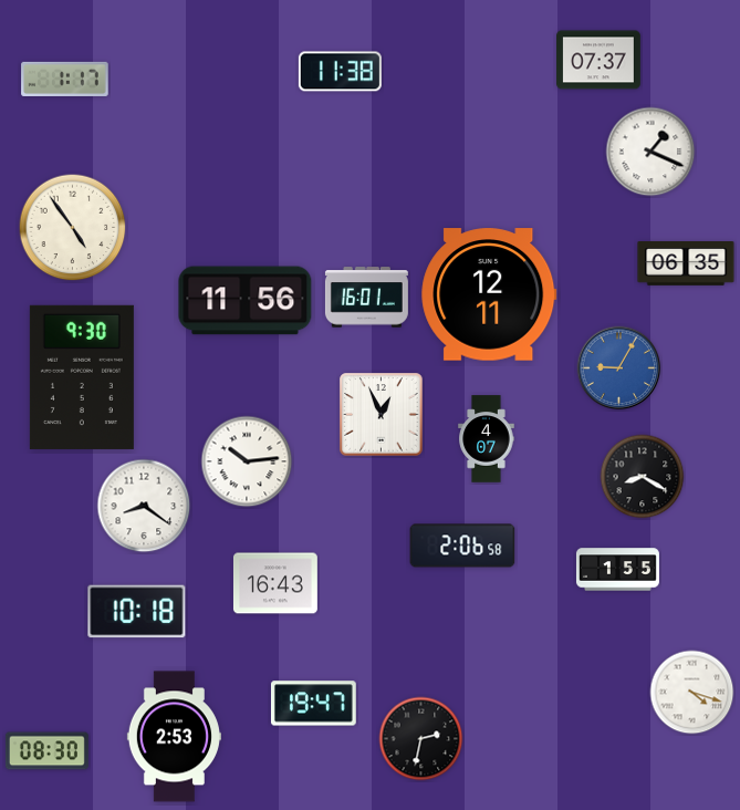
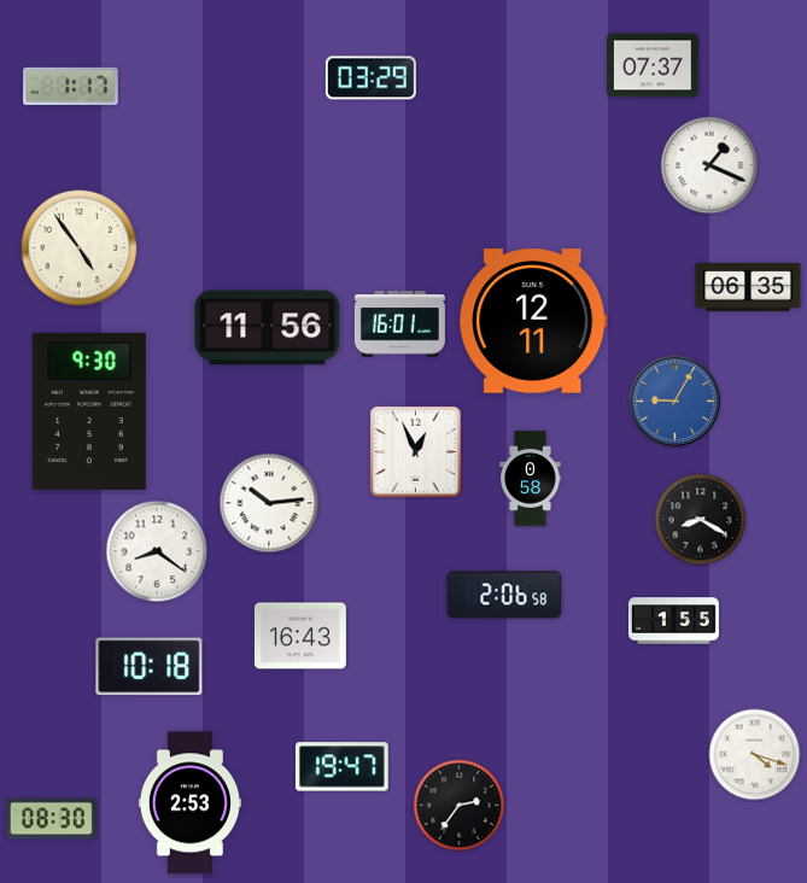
clock at (340, 72): 11:38 -> 03:29
clock at (487, 439): 4:07 -> 0:58
clock at (421, 739): 2:32 -> 2:36
